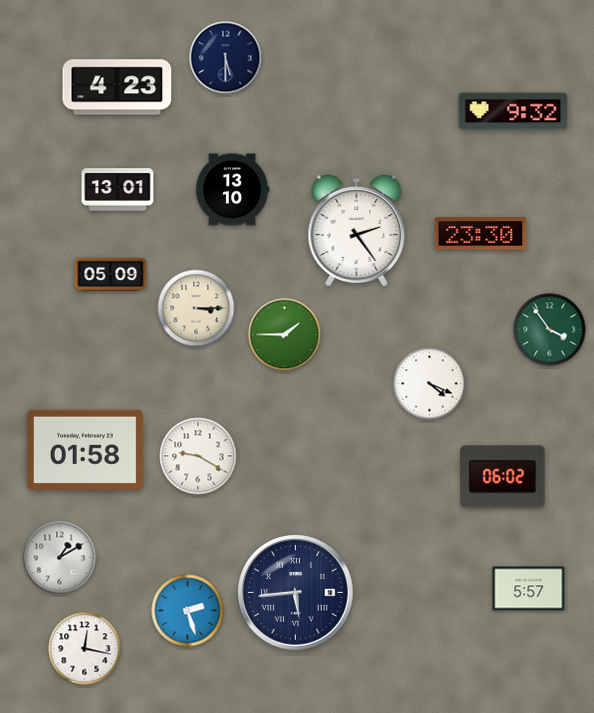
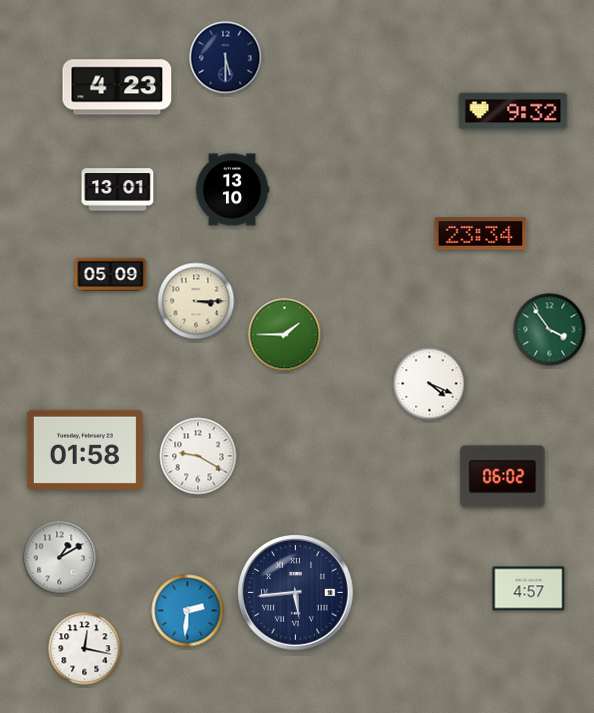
clock at (357, 231): 2:24 -> none
clock at (481, 234): 23:30 -> 23:34
clock at (196, 308) position: (196, 308) -> (196, 301)
clock at (529, 589): 5:57 -> 4:57
clock at (188, 611): 2:27 -> 2:31
